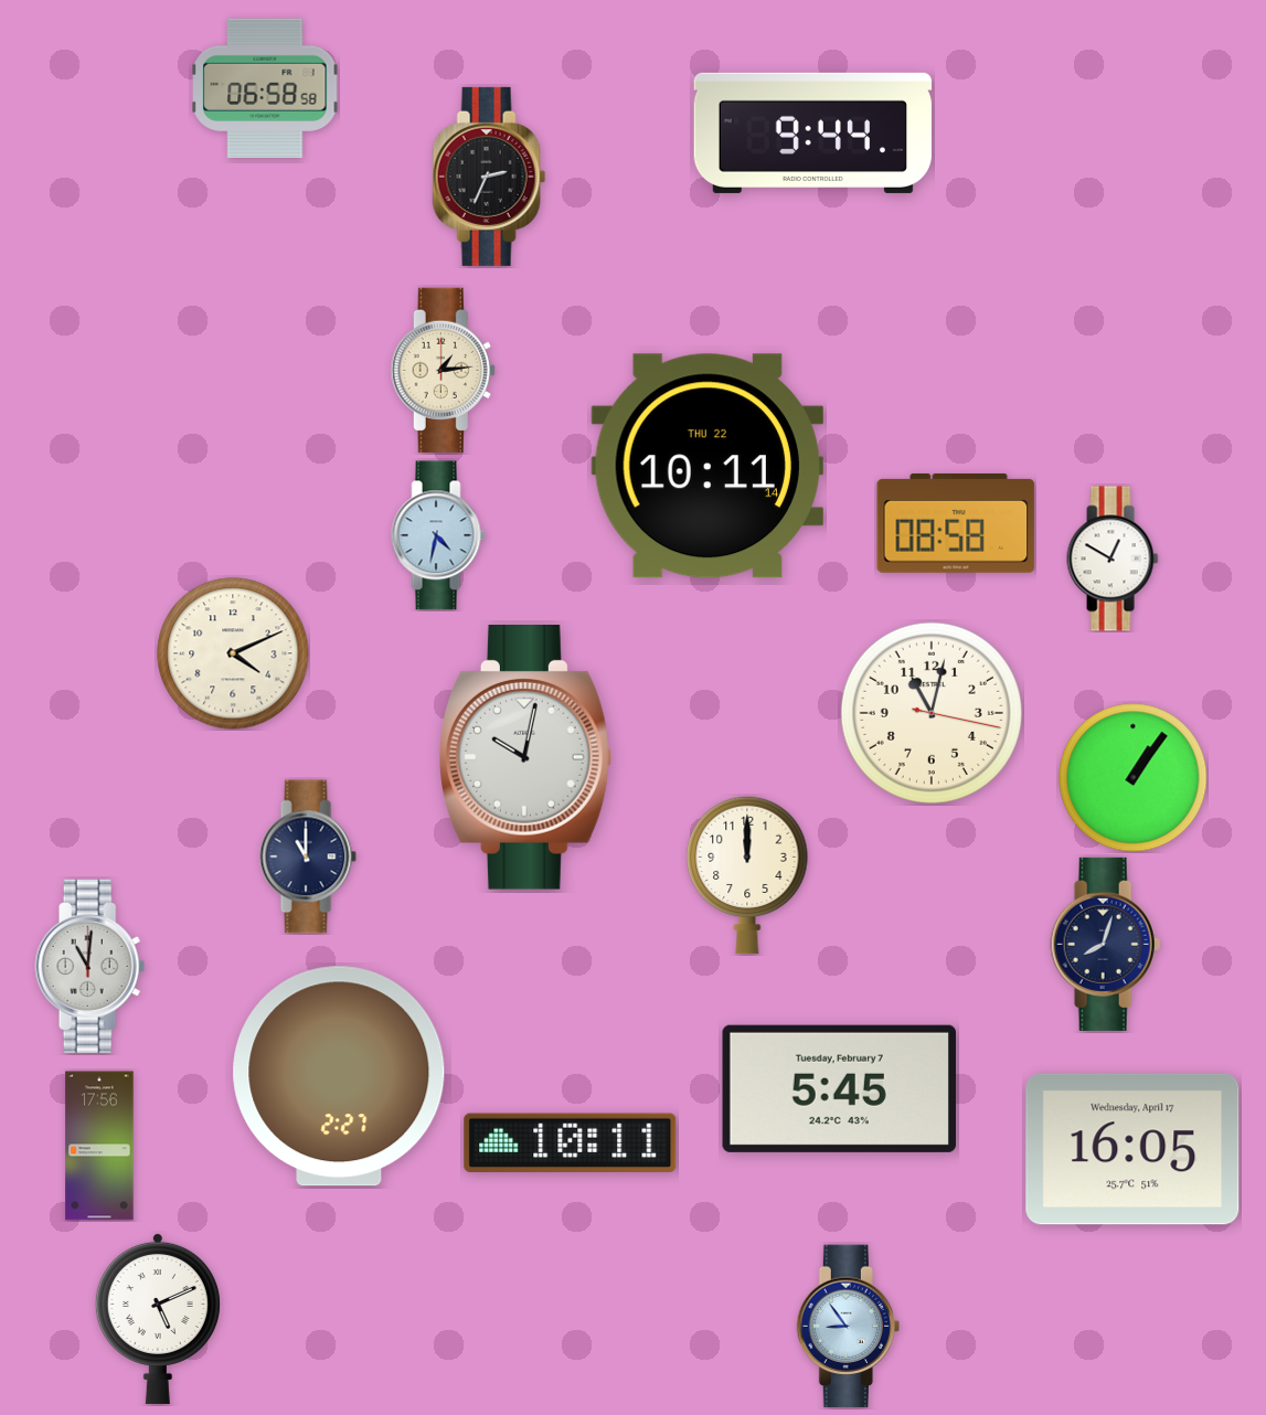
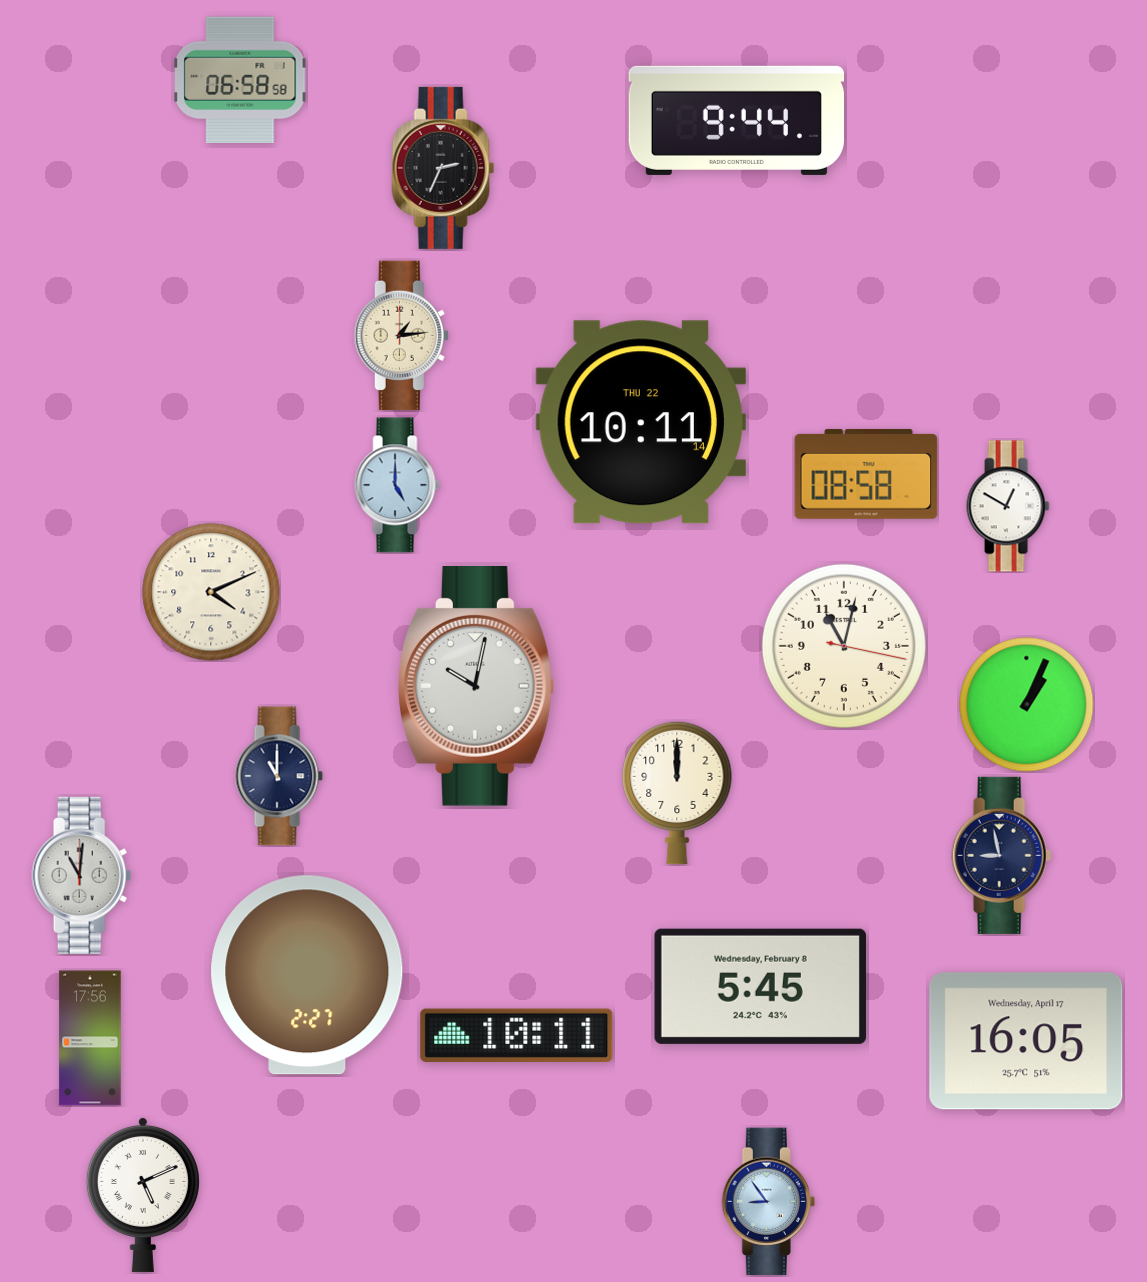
clock at (489, 177) position: (489, 177) -> (443, 168)
clock at (438, 535): 4:32 -> 5:00
clock at (1134, 778): 1:06 -> 1:04
clock at (1106, 944): 8:03 -> 8:58
clock at (839, 1088) date: Tuesday, February 7 -> Wednesday, February 8
